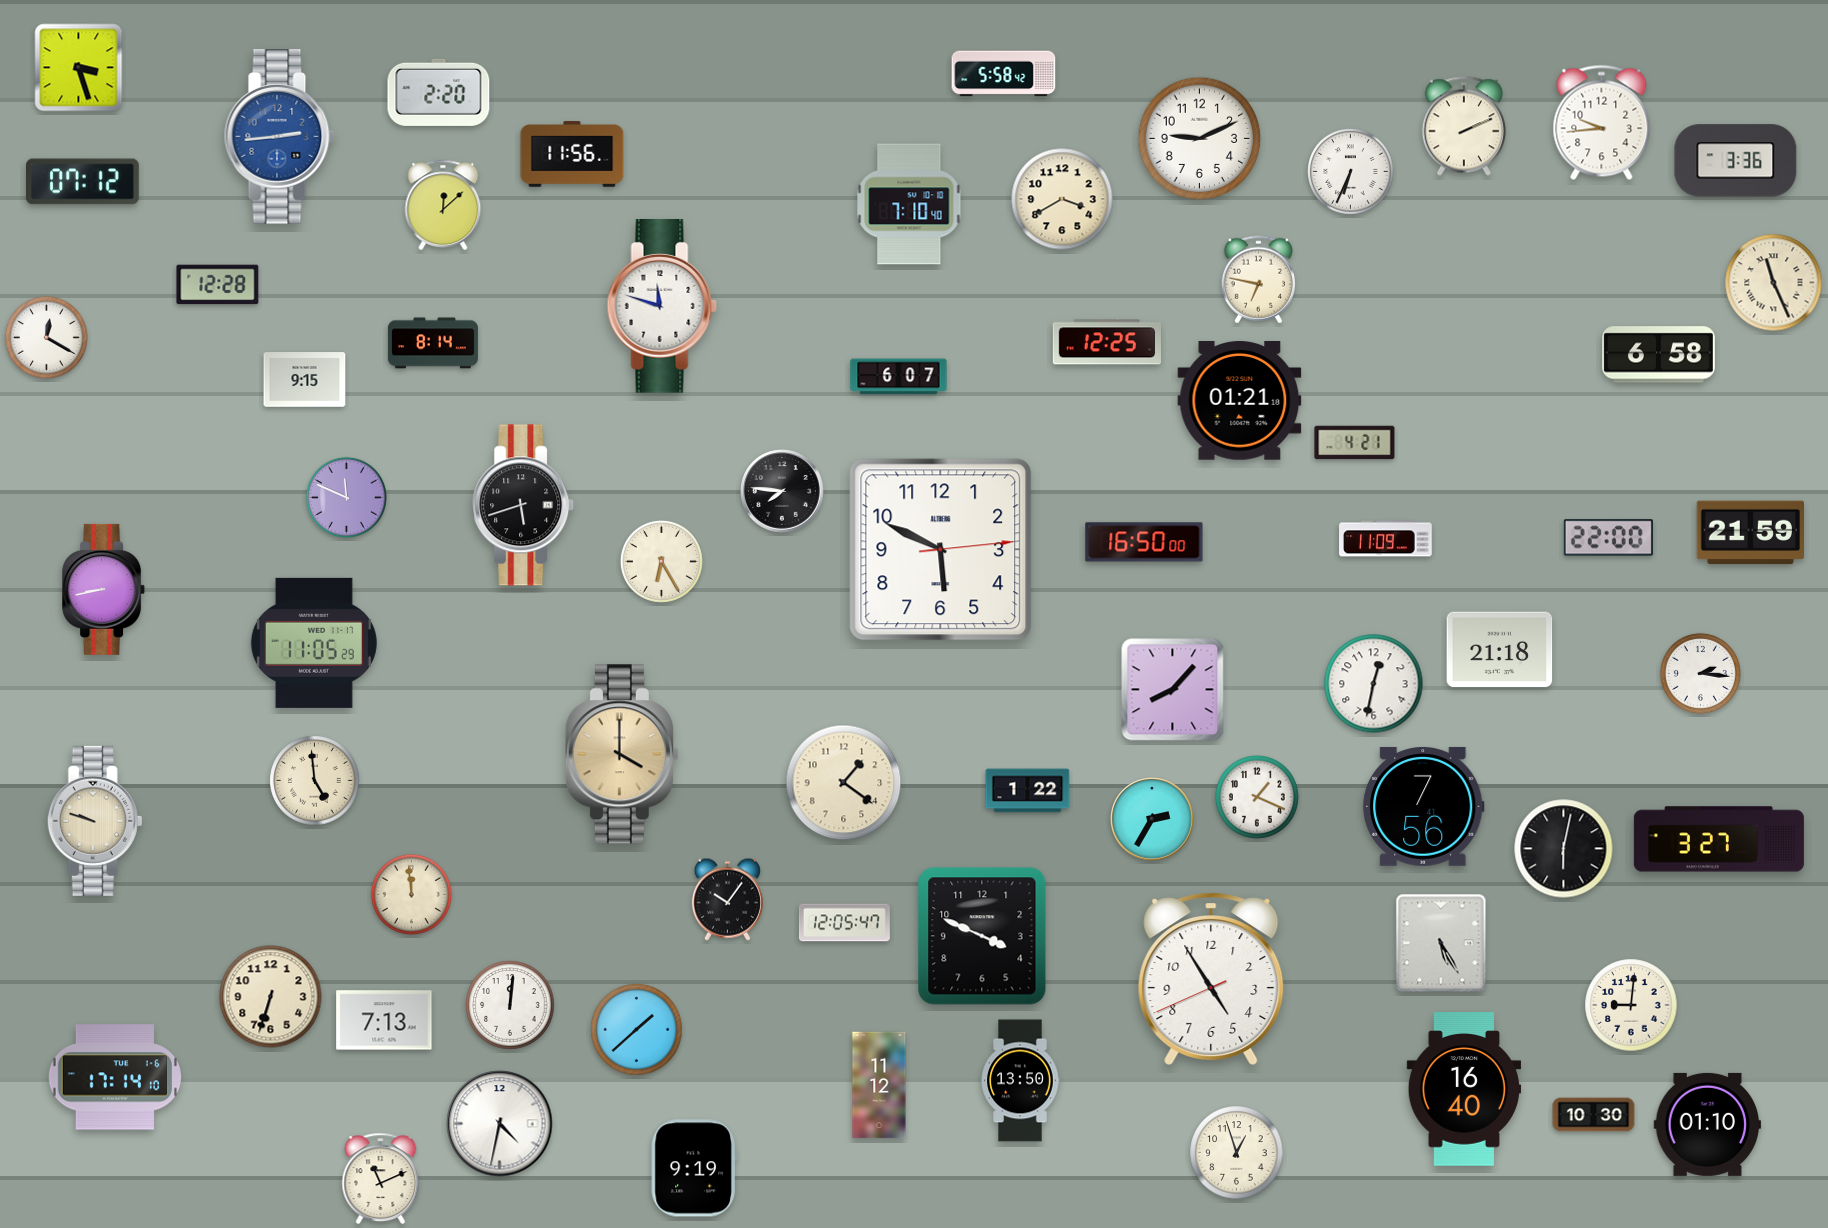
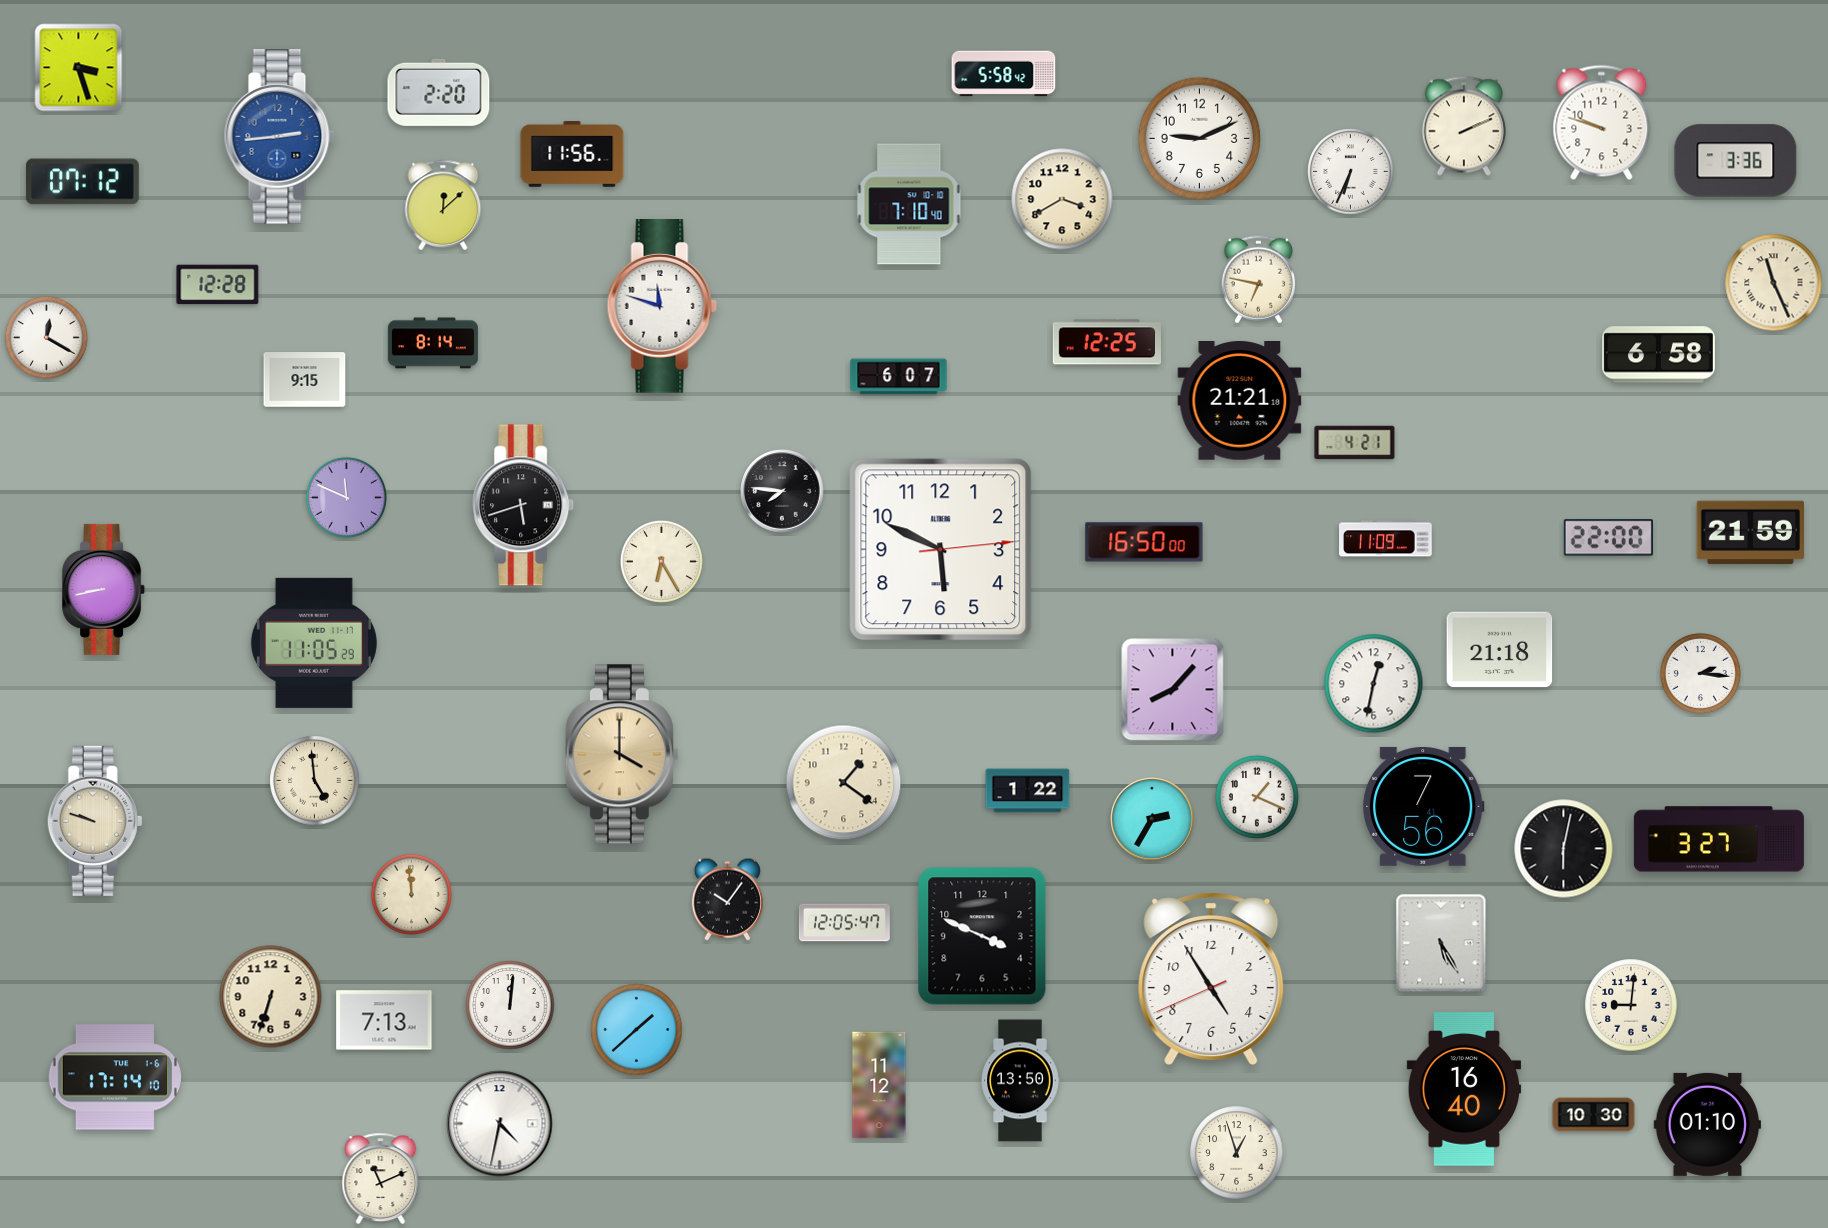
clock at (1602, 123): 9:44 -> 9:48
clock at (1240, 401): 01:21 -> 21:21
clock at (694, 1168): 9:19 -> none
